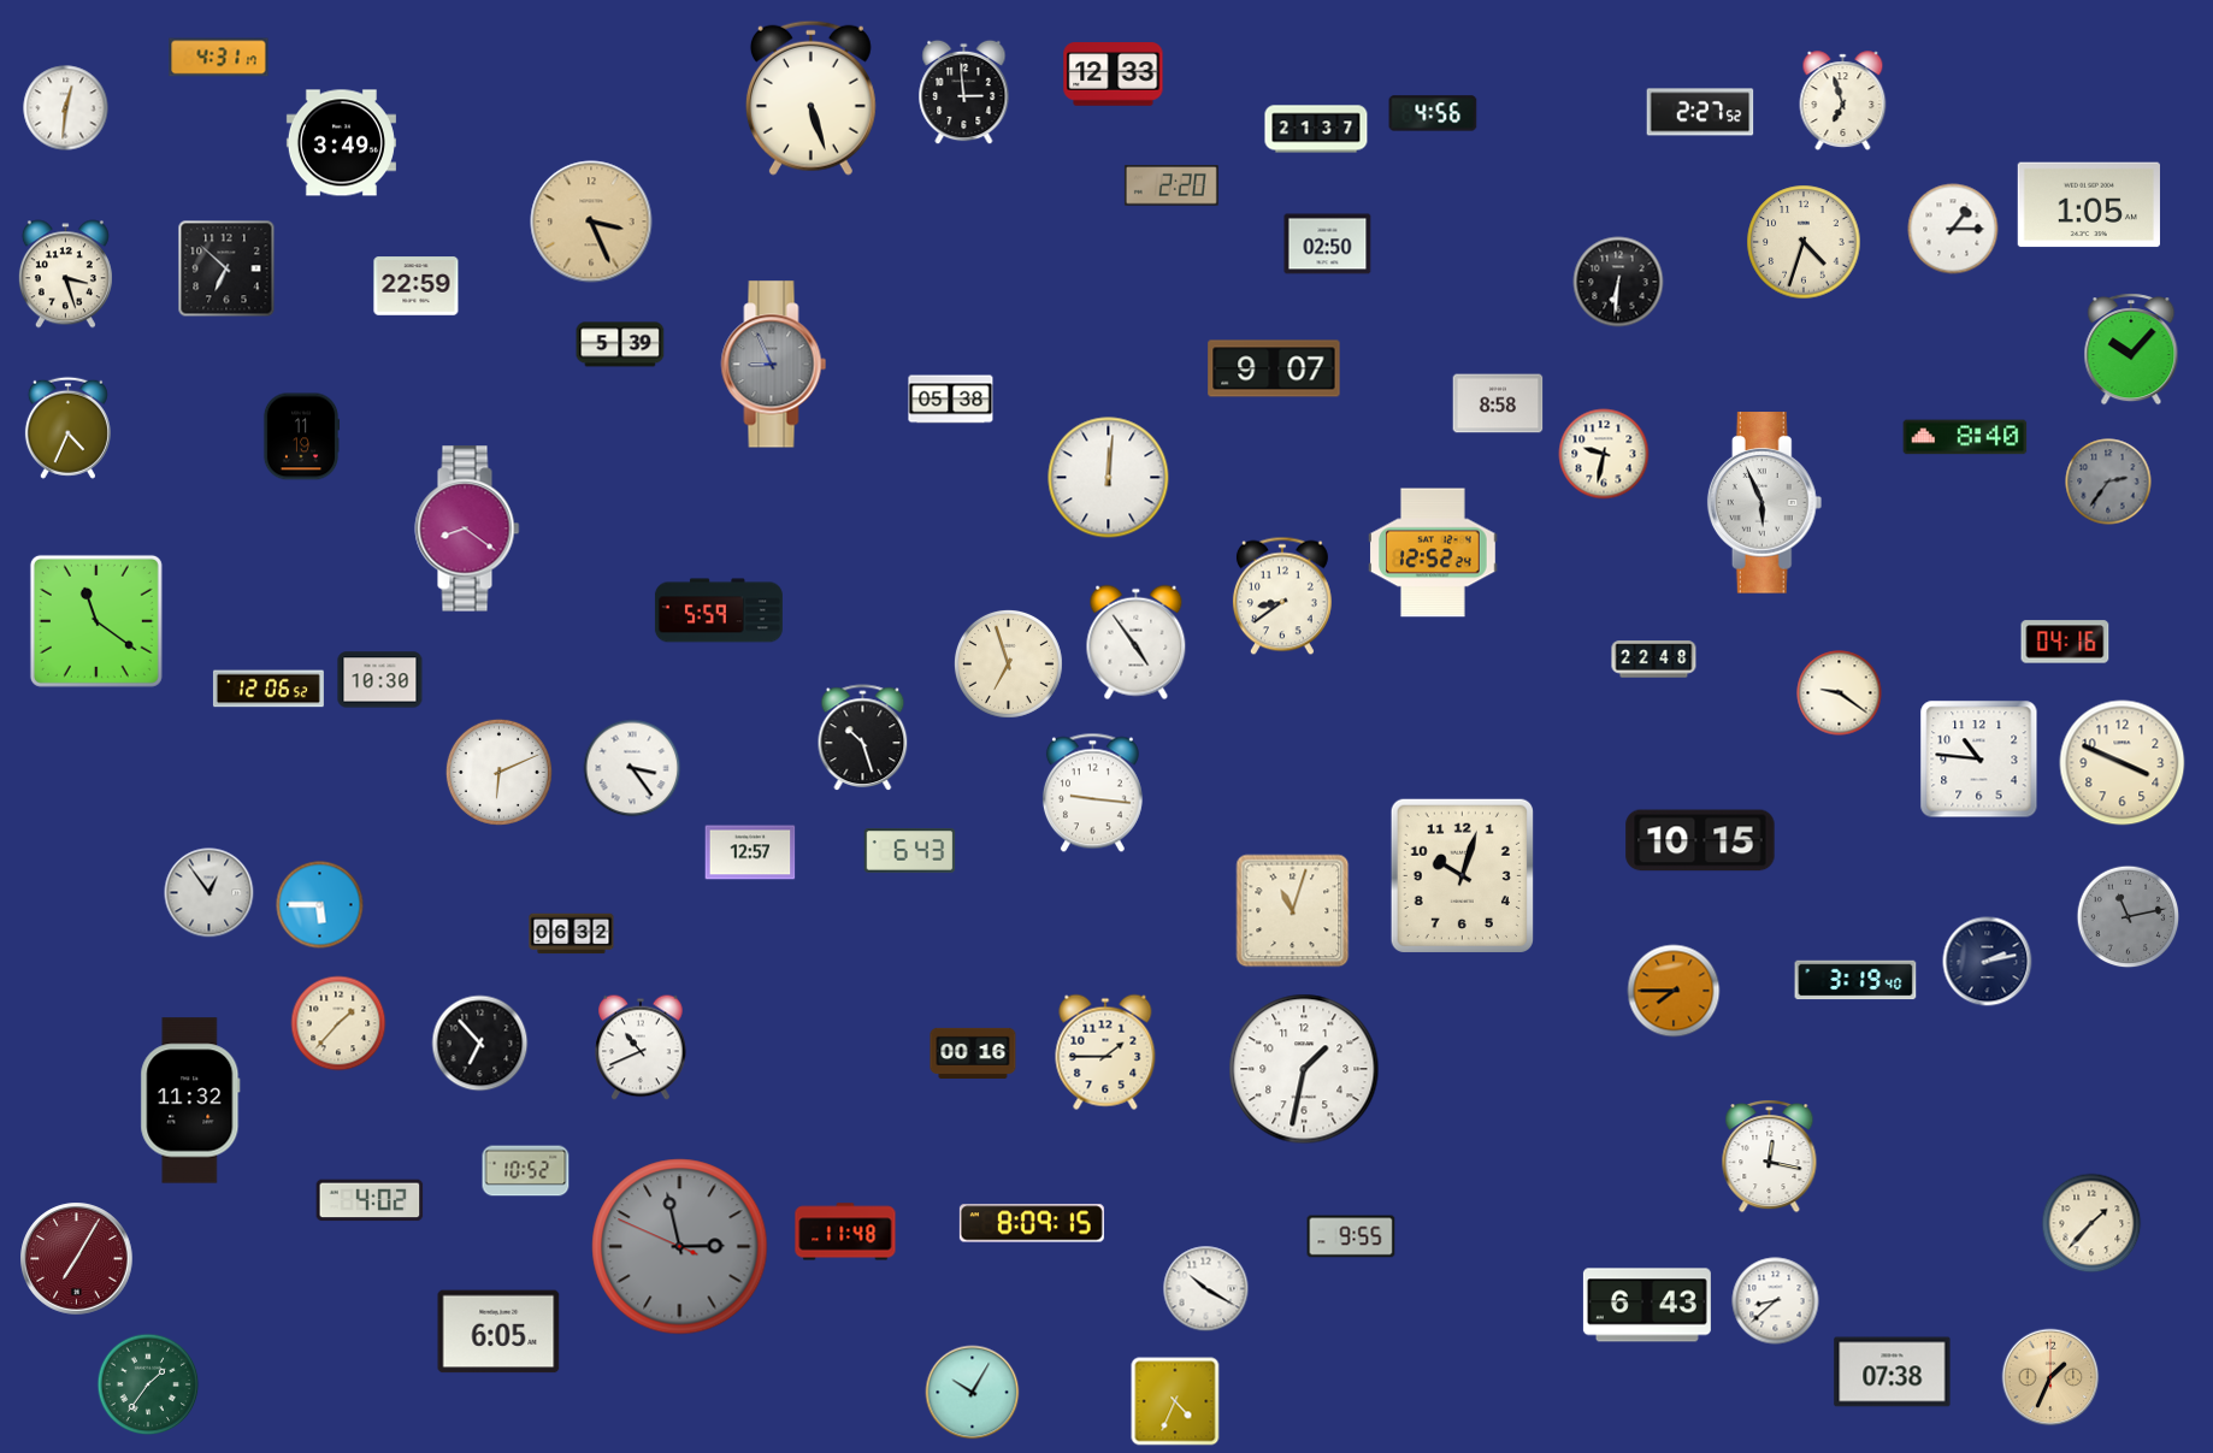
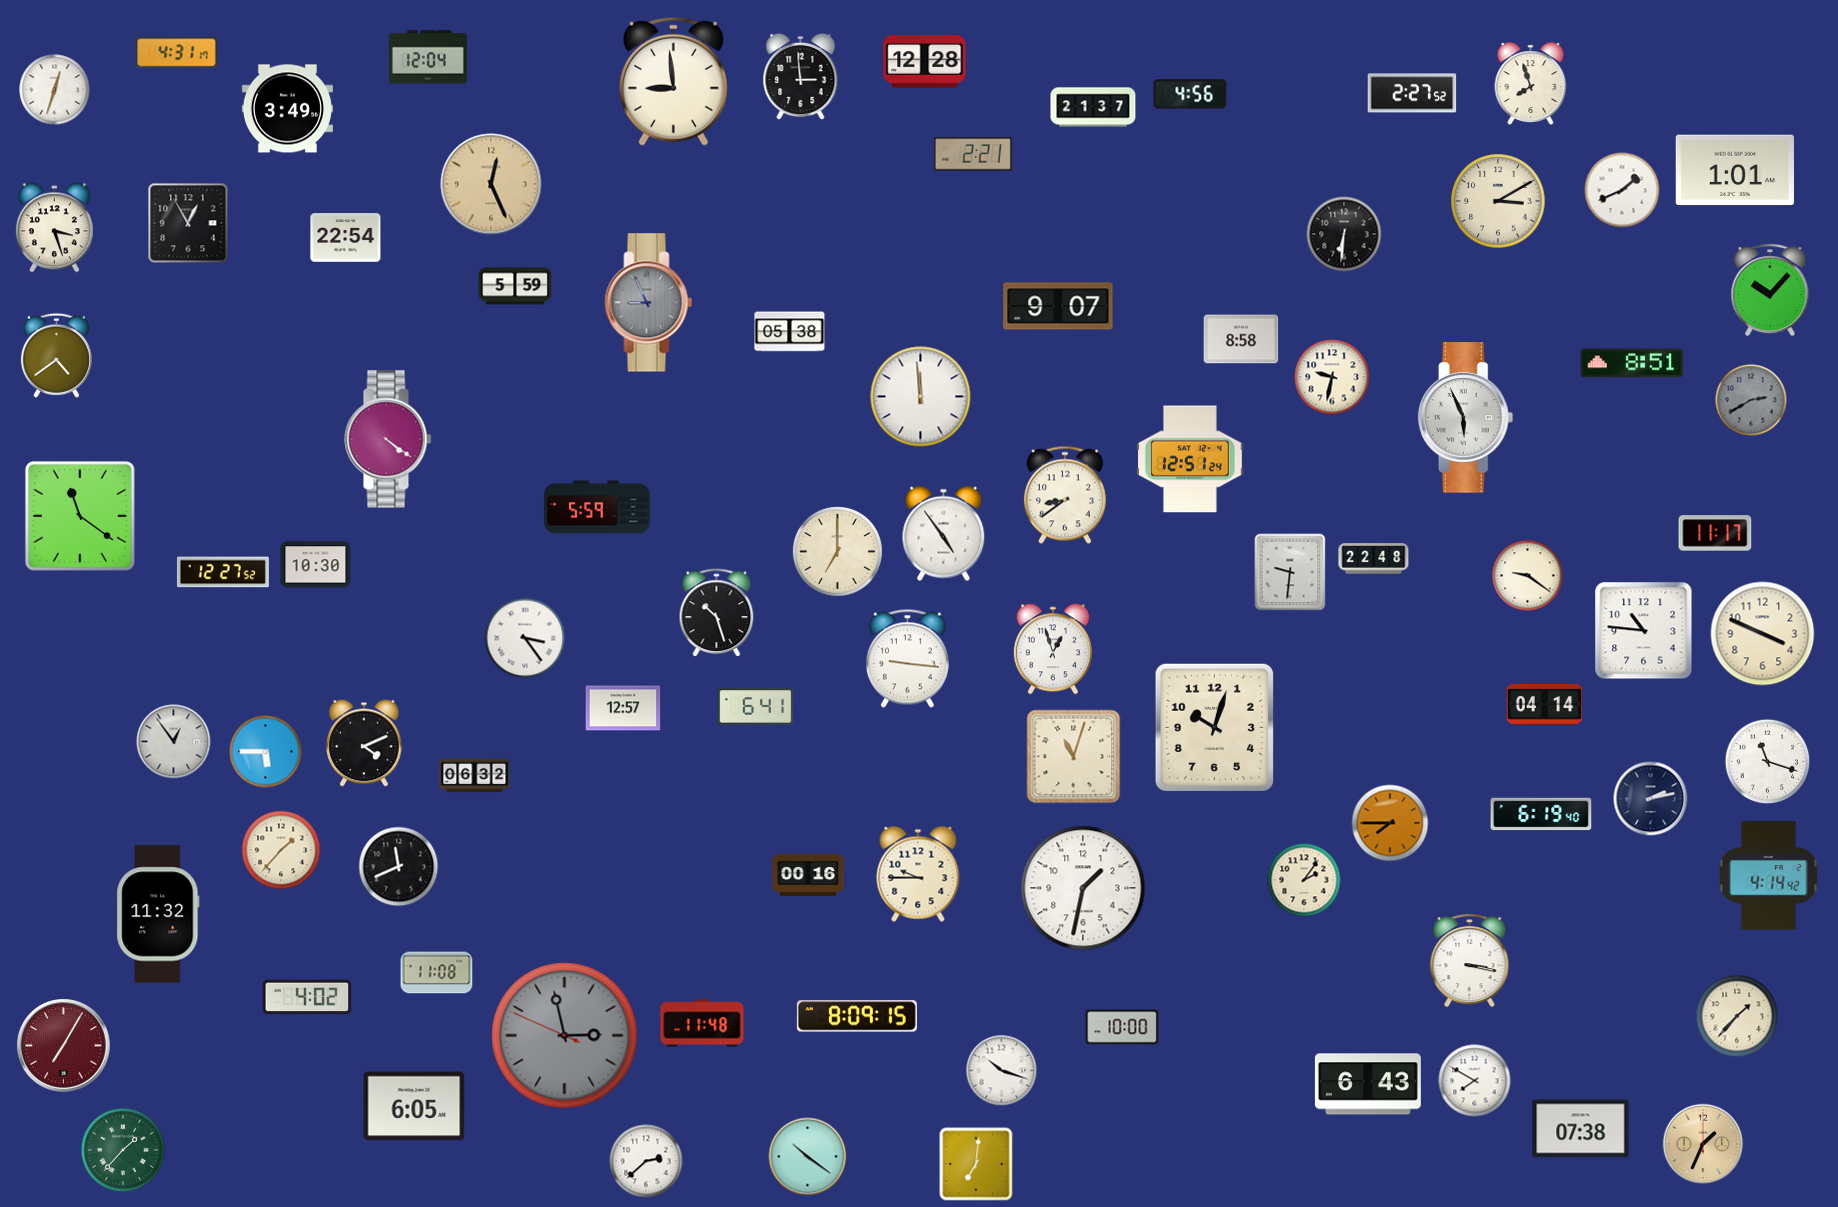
clock at (219, 58) position: (219, 58) -> (177, 53)
clock at (428, 57): none -> 12:04
clock at (1114, 75): 12:33 -> 12:28
clock at (810, 98): 5:27 -> 8:59
clock at (1843, 101): 6:57 -> 7:57
clock at (66, 108): 12:31 -> 12:33
clock at (341, 143) position: (341, 143) -> (287, 109)
clock at (1172, 185): 2:20 -> 2:21
clock at (2089, 205): 1:05 -> 1:01
clock at (591, 222): 3:26 -> 12:26
clock at (1953, 229): 1:15 -> 1:41
clock at (1804, 242): 4:33 -> 3:10
clock at (1328, 244): 02:50 -> none
clock at (226, 268): 6:52 -> 12:55
clock at (417, 287): 22:59 -> 22:54
clock at (620, 344): 5:39 -> 5:59
clock at (774, 365) position: (774, 365) -> (649, 303)
clock at (1498, 403) position: (1498, 403) -> (1241, 339)
clock at (67, 427): 4:34 -> 4:39
clock at (301, 437): 11:19 -> none
clock at (1965, 437): 8:40 -> 8:51
clock at (1109, 478): 12:01 -> 11:59
clock at (2108, 482): 2:36 -> 2:40
clock at (467, 528): 8:21 -> 4:21
clock at (1433, 553): 12:52 -> 12:51
clock at (2065, 642): 04:16 -> 11:17
clock at (1654, 660) position: (1654, 660) -> (1374, 559)
clock at (1008, 663): 6:57 -> 7:00
clock at (268, 689): 12:06 -> 12:27
clock at (1290, 572): none -> 9:31
clock at (498, 772): 6:11 -> none
clock at (1053, 649): none -> 12:57
clock at (1700, 840): 10:15 -> none
clock at (1545, 705): none -> 04:14
clock at (910, 851): 6:43 -> 6:41
clock at (364, 743): none -> 4:11
clock at (2129, 917): 11:13 -> 11:18
clock at (2129, 917) dial: grey -> white
clock at (1855, 980): 3:19 -> 6:19
clock at (480, 1044): 6:53 -> 11:41
clock at (641, 1047): 10:41 -> none
clock at (1105, 1052): 1:45 -> 9:45
clock at (1768, 876): none -> 4:14
clock at (1304, 880): none -> 2:06
clock at (1770, 1157): 12:17 -> 3:17
clock at (526, 1171): 10:52 -> 11:08
clock at (1351, 1236): 9:55 -> 10:00
clock at (1206, 1289): 10:20 -> 10:18
clock at (1776, 1301): 8:38 -> 7:50
clock at (1893, 1372) position: (1893, 1372) -> (1581, 1129)
clock at (148, 1384): 1:36 -> 1:37
clock at (973, 1393): 10:05 -> 10:21
clock at (646, 1161): none -> 2:38
clock at (1175, 1401): 4:34 -> 7:01
